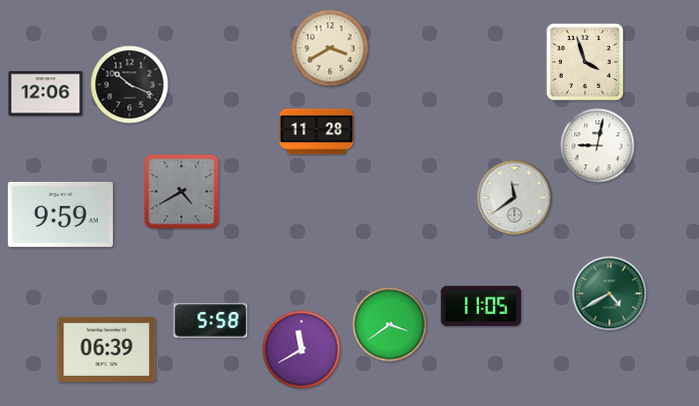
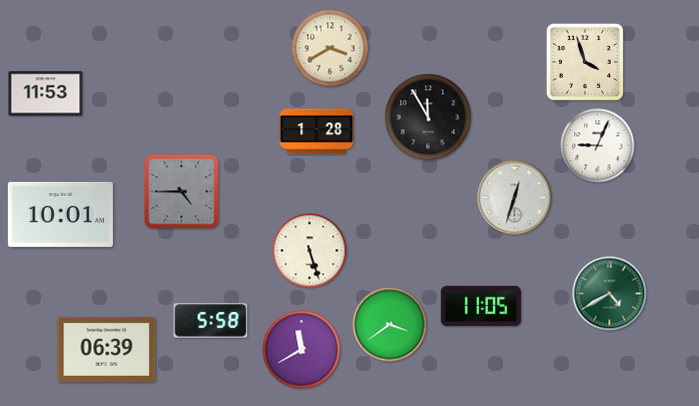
clock at (130, 85): 10:19 -> none
clock at (46, 94): 12:06 -> 11:53
clock at (428, 117): none -> 11:55
clock at (317, 132): 11:28 -> 1:28
clock at (598, 146): 9:02 -> 9:04
clock at (182, 192): 4:40 -> 4:45
clock at (515, 198): 11:39 -> 12:33
clock at (60, 214): 9:59 -> 10:01
clock at (310, 251): none -> 5:27
